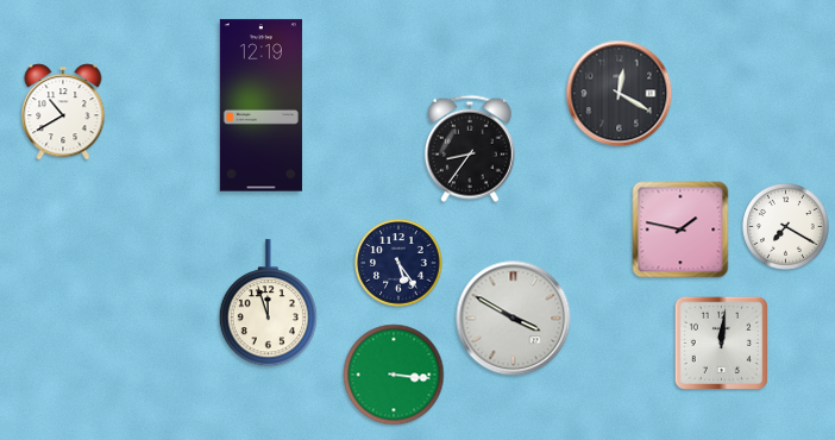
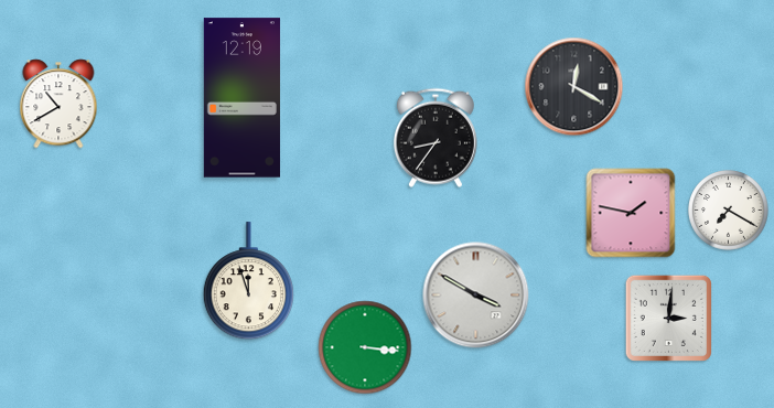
clock at (398, 263): 5:24 -> none
clock at (721, 342): 12:01 -> 3:01
